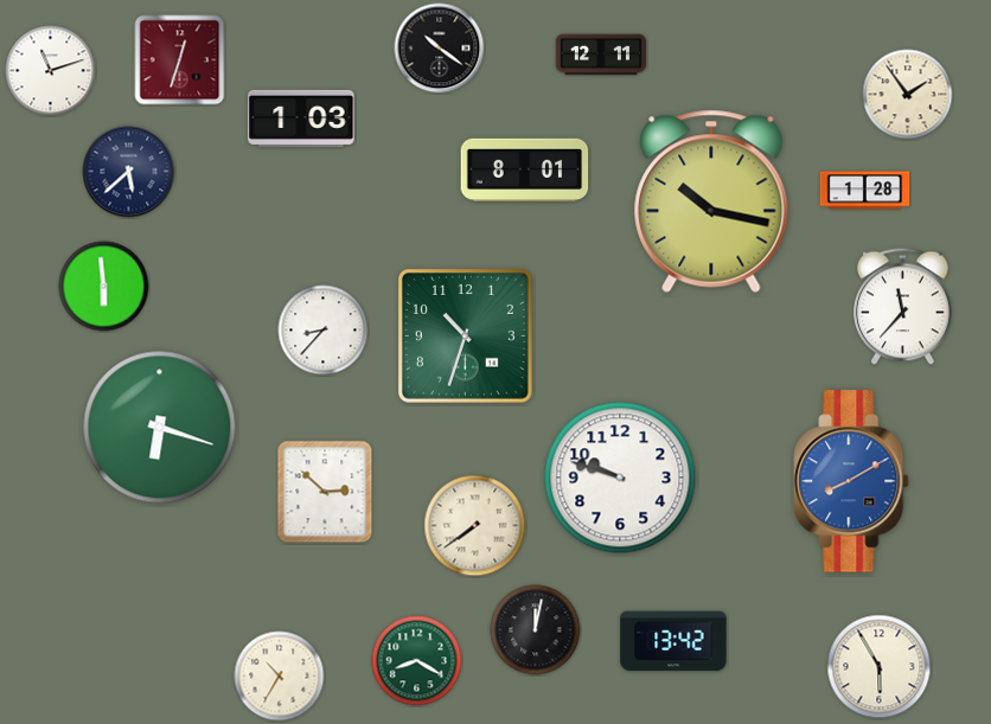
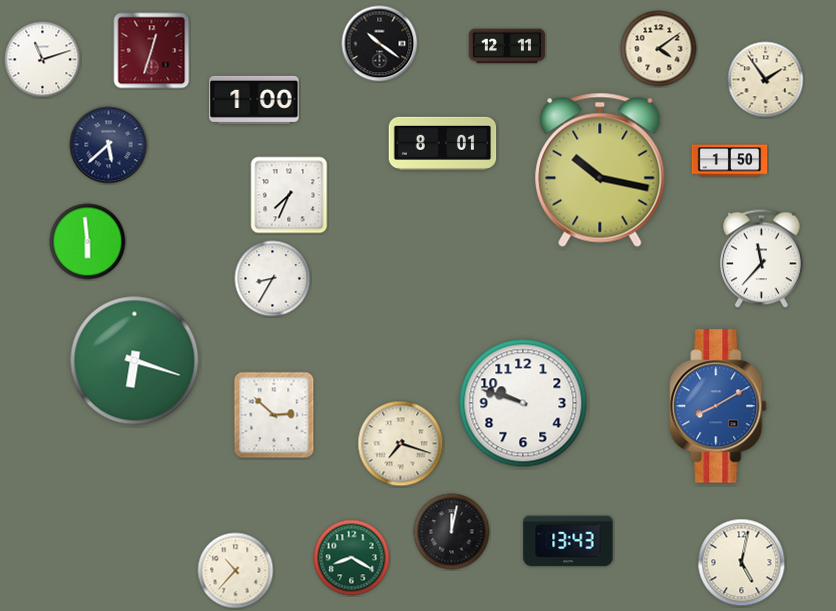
clock at (440, 49) position: (440, 49) -> (380, 44)
clock at (659, 49): none -> 4:09
clock at (301, 118): 1:03 -> 1:00
clock at (865, 191): 1:28 -> 1:50
clock at (289, 195): none -> 7:34
clock at (324, 331): 8:37 -> 8:35
clock at (465, 335): 10:33 -> none
clock at (475, 526): 7:39 -> 7:18
clock at (673, 641): 13:42 -> 13:43
clock at (880, 667): 5:55 -> 5:02
clock at (280, 677): 10:35 -> 10:37
